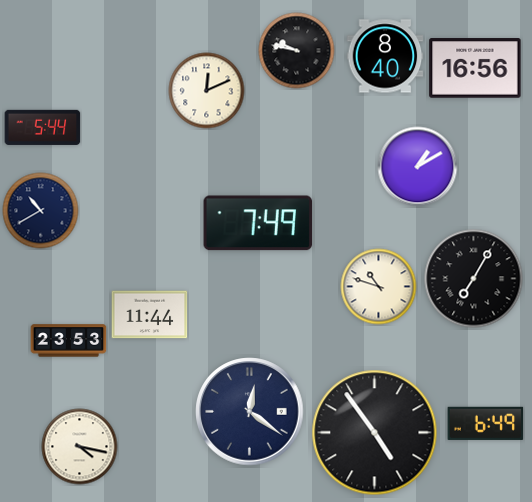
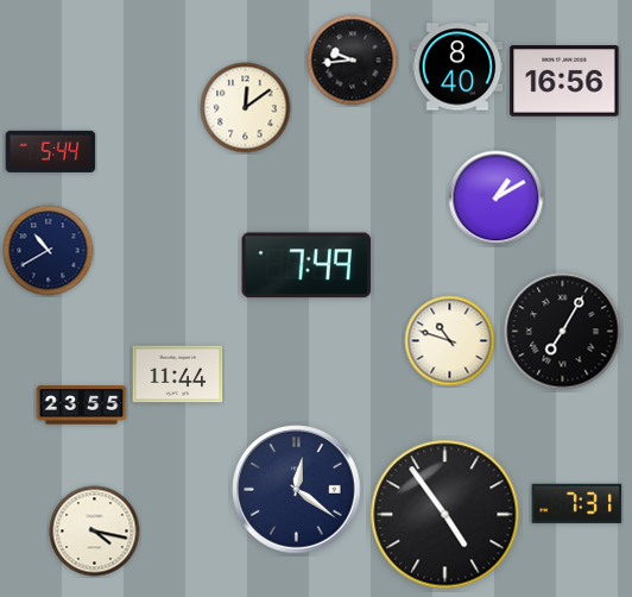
clock at (297, 51): 9:47 -> 9:44
clock at (207, 91): 12:11 -> 12:09
clock at (69, 341): 23:53 -> 23:55
clock at (486, 423): 6:49 -> 7:31
